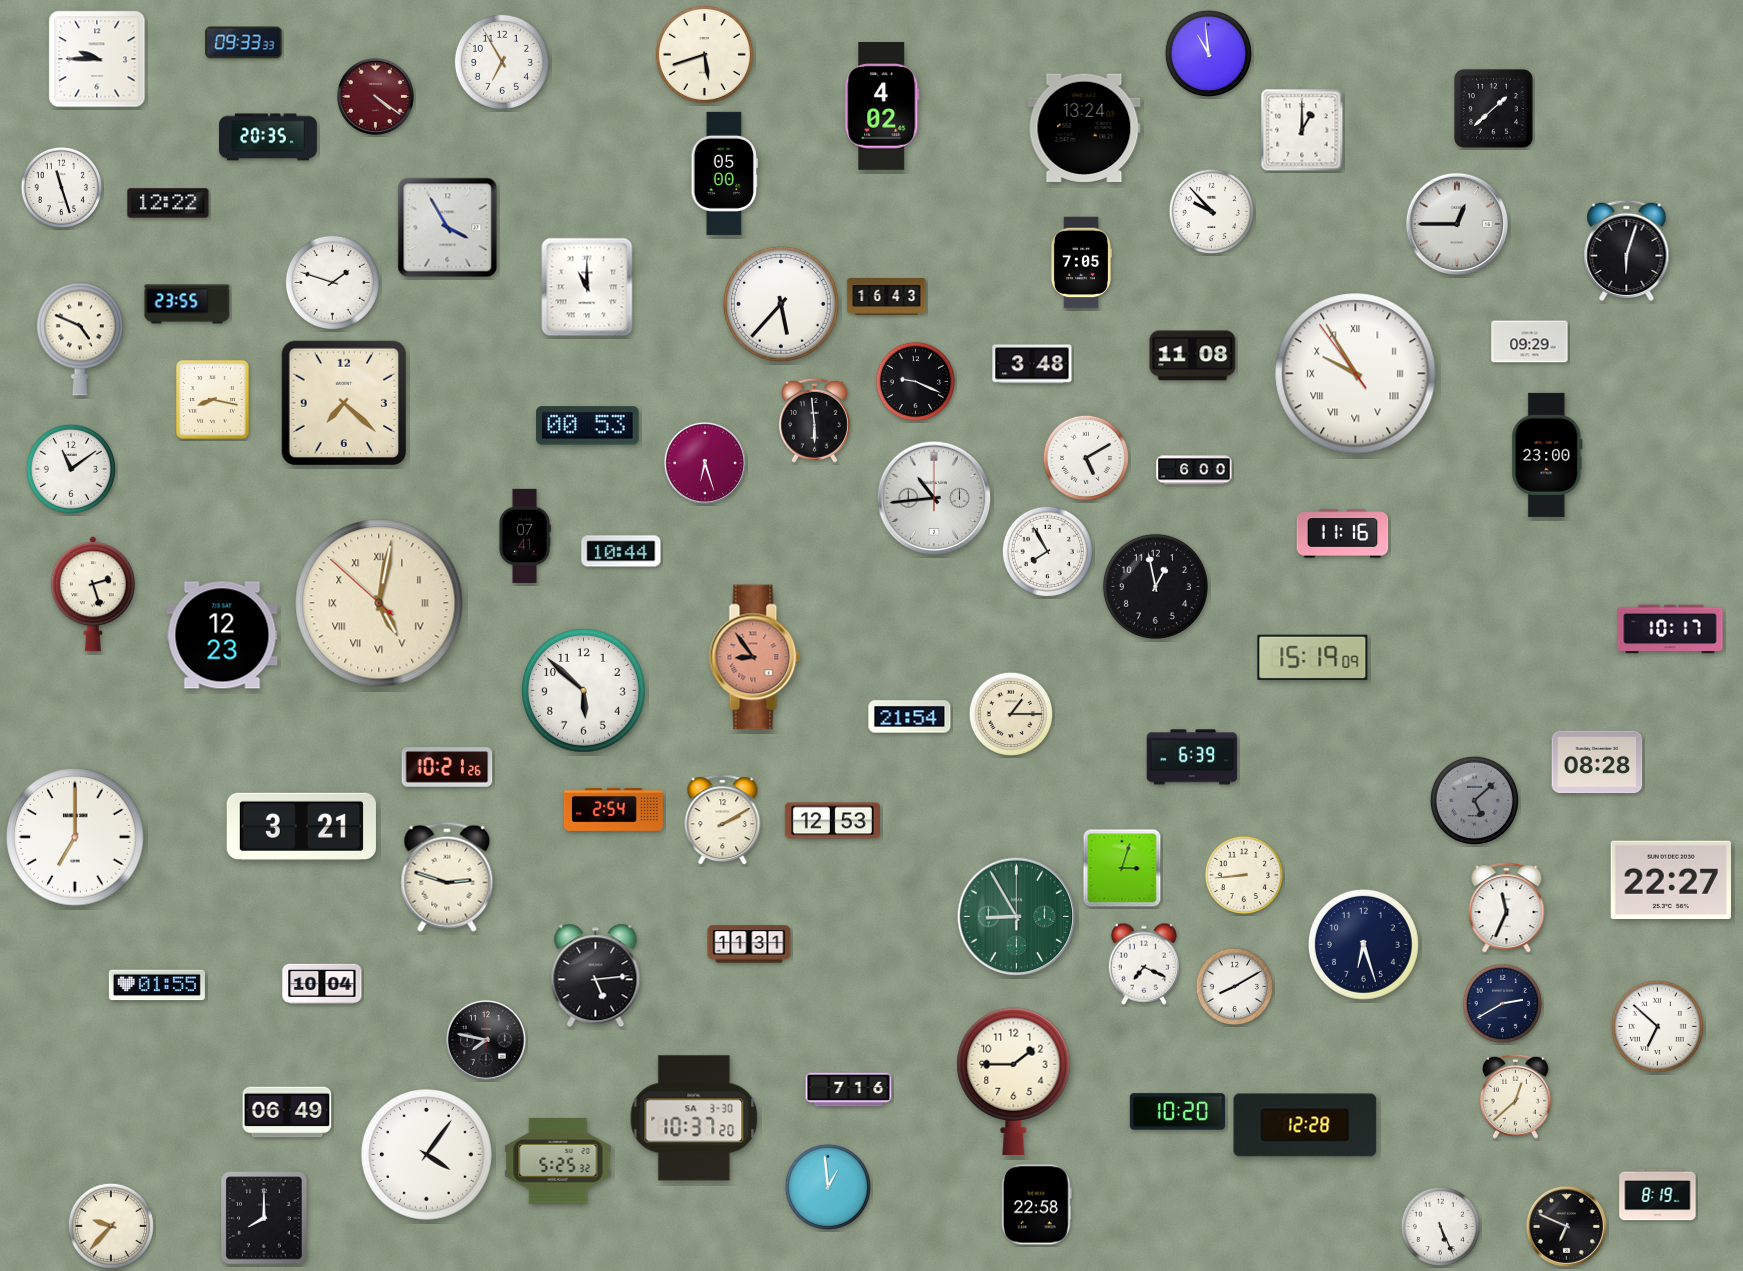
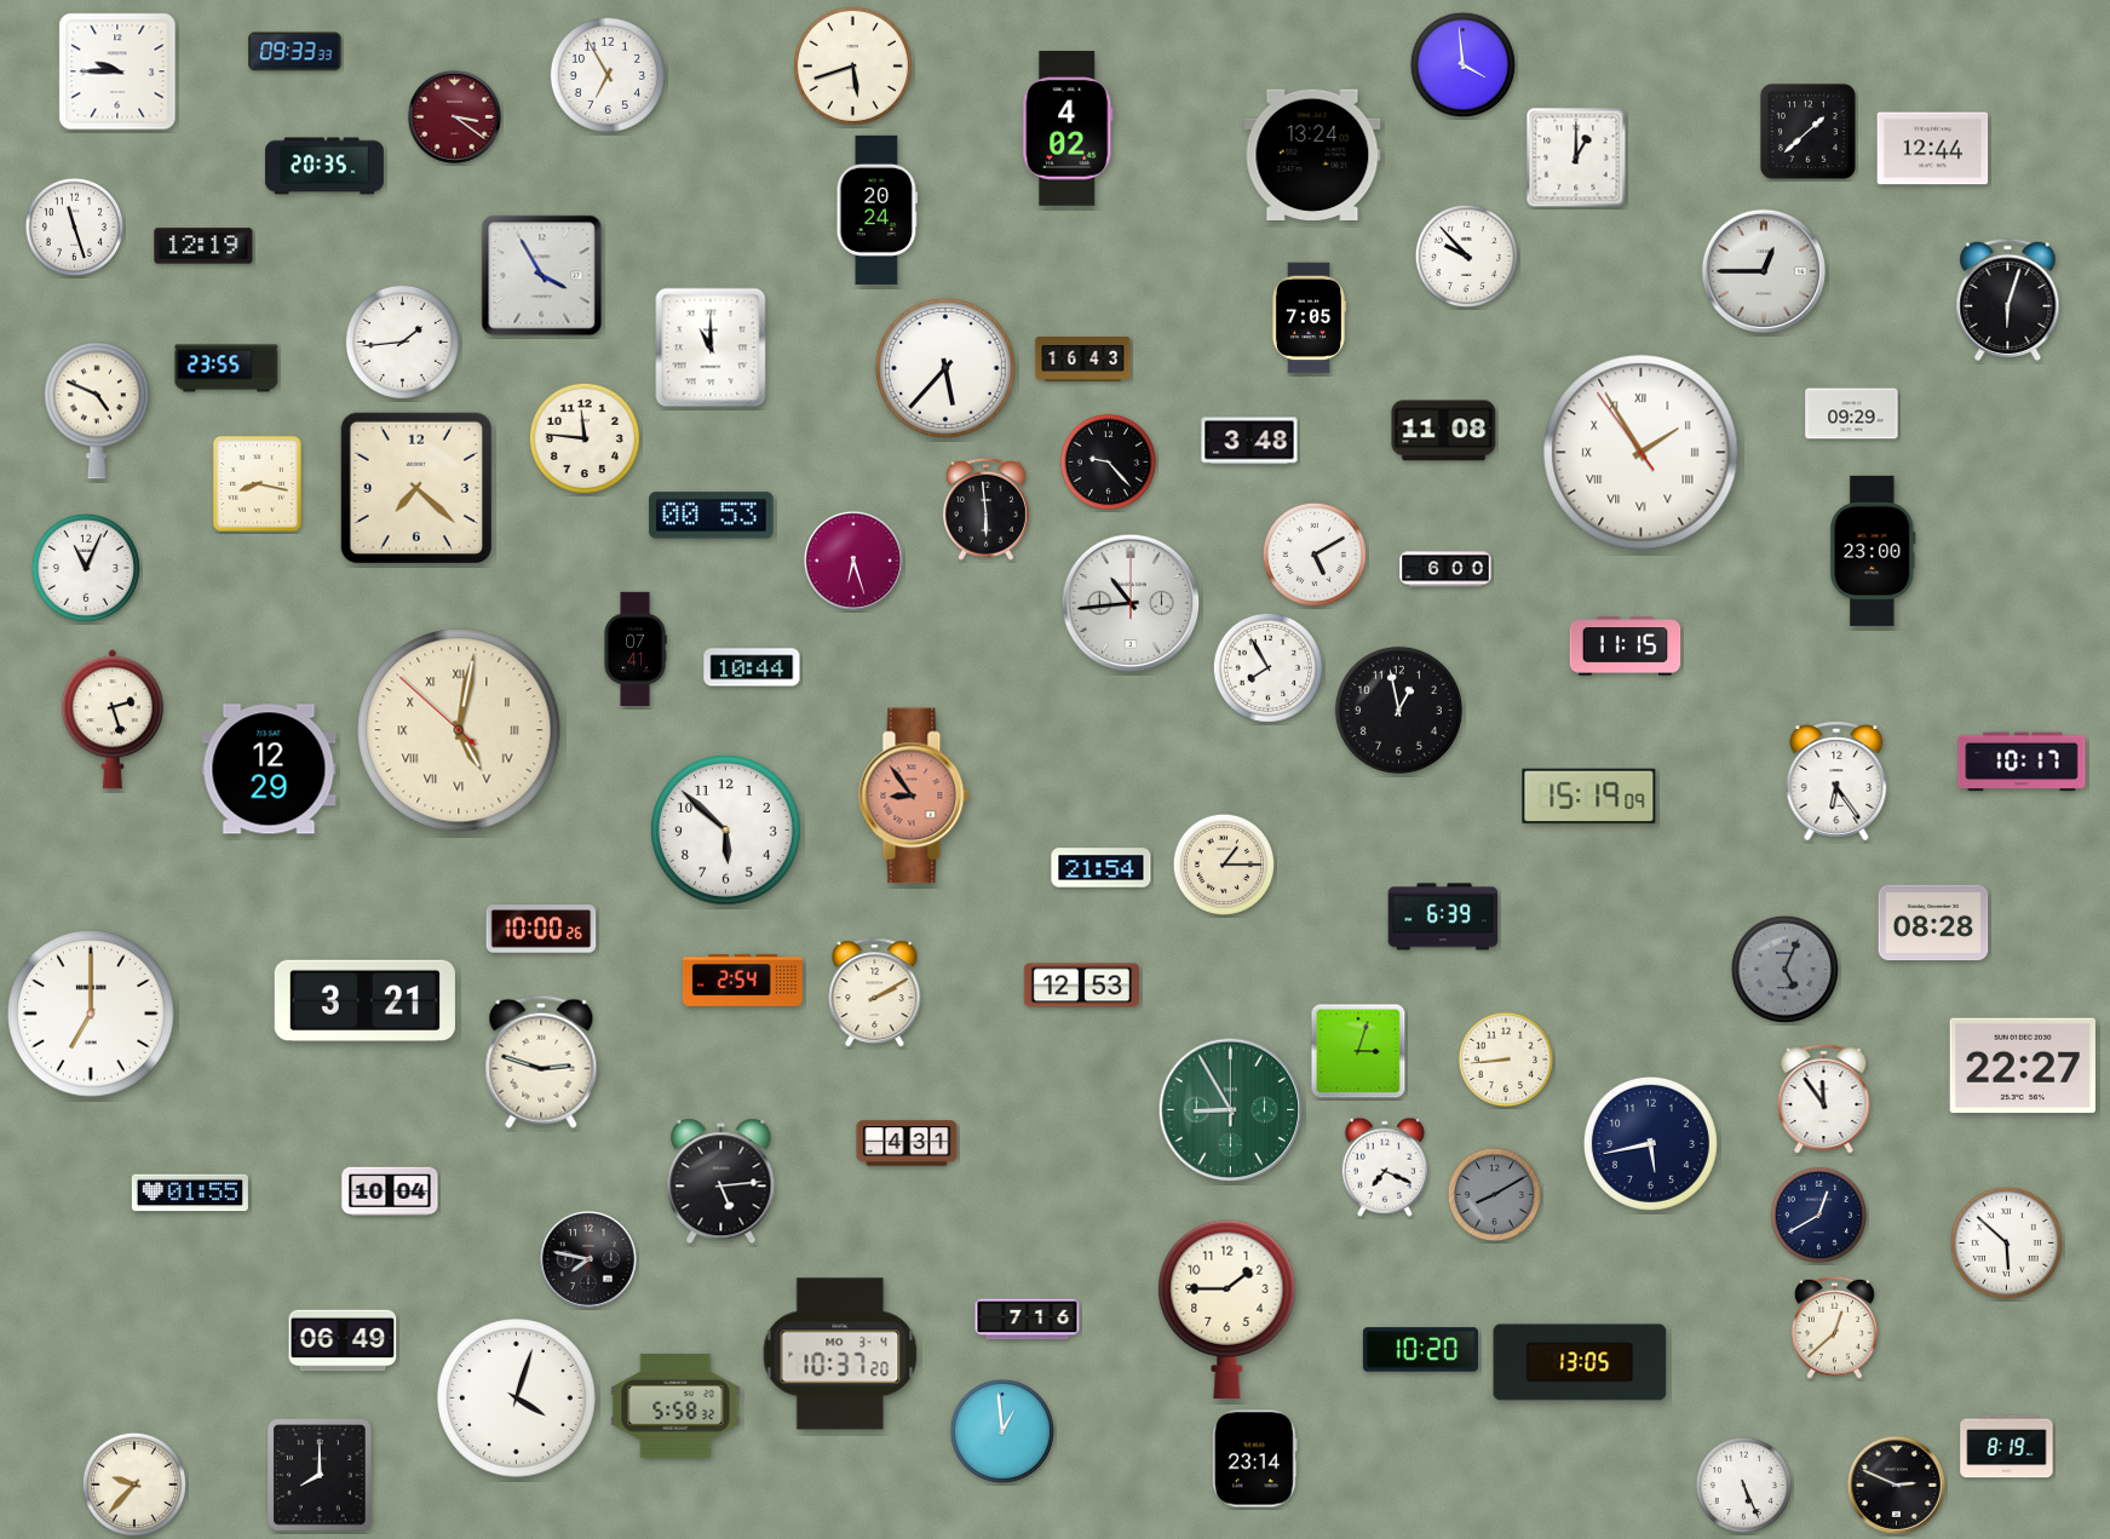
clock at (1208, 53): 10:59 -> 3:59
clock at (375, 96): 4:21 -> 3:21
clock at (1933, 149): none -> 12:44
clock at (724, 173): 05:00 -> 20:24
clock at (168, 203): 12:22 -> 12:19
clock at (1627, 250) position: (1627, 250) -> (2008, 299)
clock at (332, 282): 1:48 -> 1:44
clock at (887, 297) position: (887, 297) -> (1083, 360)
clock at (585, 438): none -> 11:46
clock at (1356, 374): 9:54 -> 1:54
clock at (916, 382): 9:19 -> 9:23
clock at (71, 469): 11:09 -> 11:04
clock at (1343, 534): 11:16 -> 11:15
clock at (222, 635): 12:23 -> 12:29
clock at (1836, 781): none -> 6:24
clock at (584, 691) position: (584, 691) -> (726, 831)
clock at (447, 767): 10:21 -> 10:00
clock at (1474, 800): 5:08 -> 5:04
clock at (832, 821) position: (832, 821) -> (1081, 986)
clock at (1507, 908): 11:34 -> 11:54
clock at (749, 944): 11:31 -> 4:31
clock at (1363, 944): 6:27 -> 5:43
clock at (1235, 987) dial: white -> grey
clock at (1503, 1004): 2:40 -> 12:40
clock at (1657, 1026): 6:52 -> 5:52
clock at (287, 1112) position: (287, 1112) -> (343, 1340)
clock at (1177, 1112) position: (1177, 1112) -> (1420, 1350)
clock at (694, 1118) date: SA 3-30 -> MO 3-4
clock at (1305, 1125): 12:28 -> 13:05
clock at (427, 1155): 4:06 -> 4:03
clock at (558, 1162): 5:25 -> 5:58
clock at (828, 1187) position: (828, 1187) -> (1002, 1431)
clock at (1036, 1205): 22:58 -> 23:14
clock at (1566, 1226): 6:49 -> 2:49
